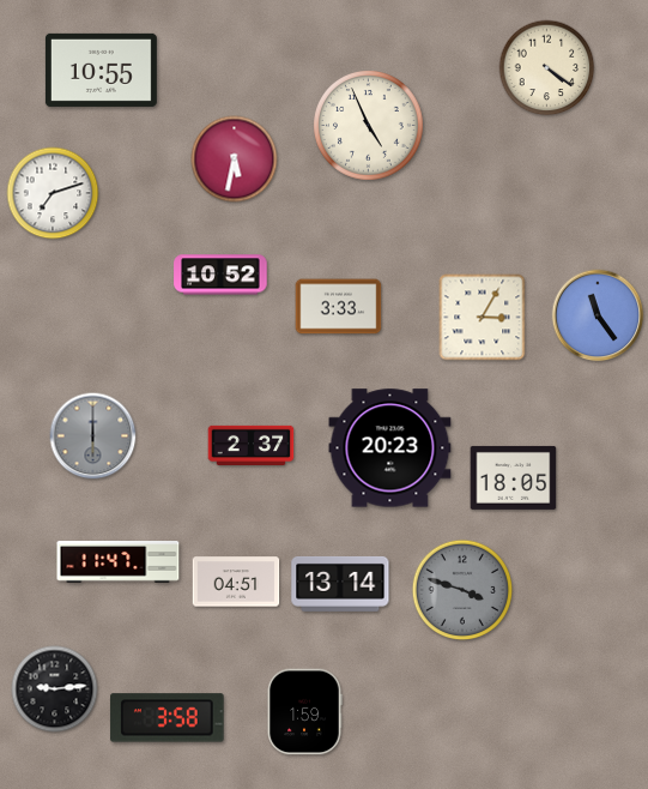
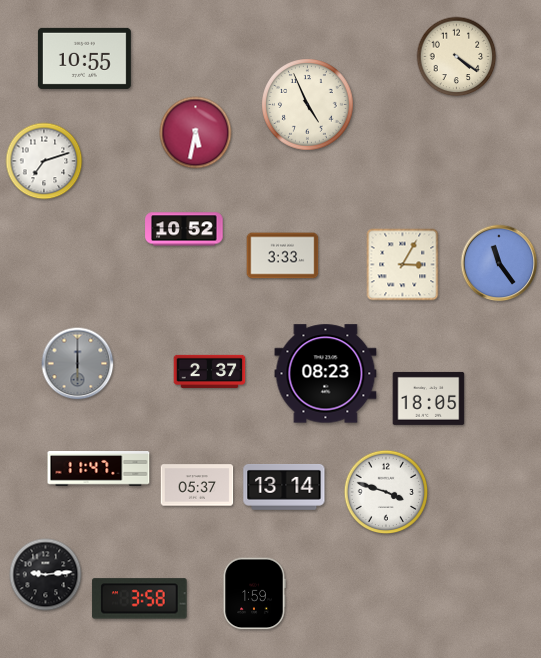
clock at (390, 448): 20:23 -> 08:23
clock at (236, 582): 04:51 -> 05:37
clock at (462, 590) dial: grey -> white
